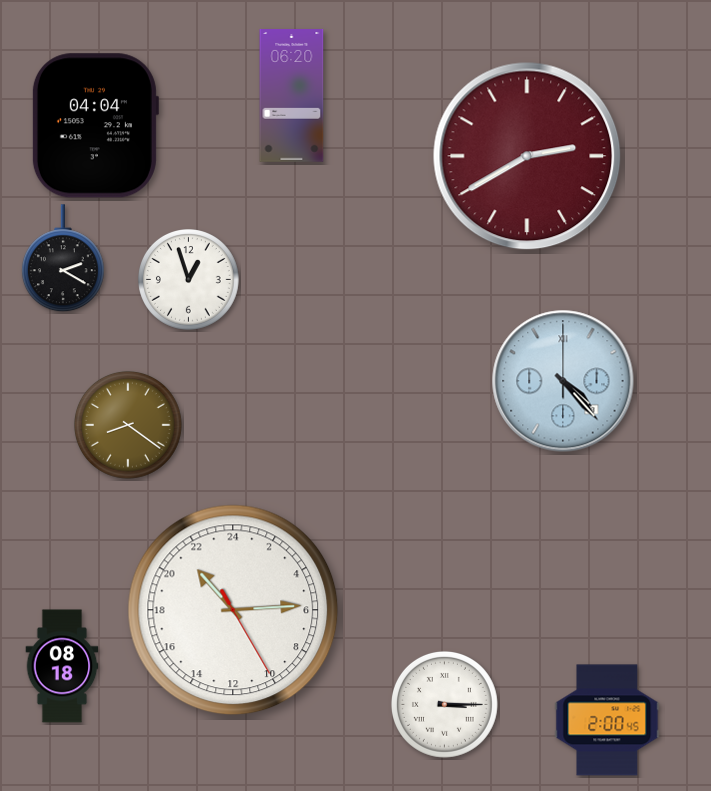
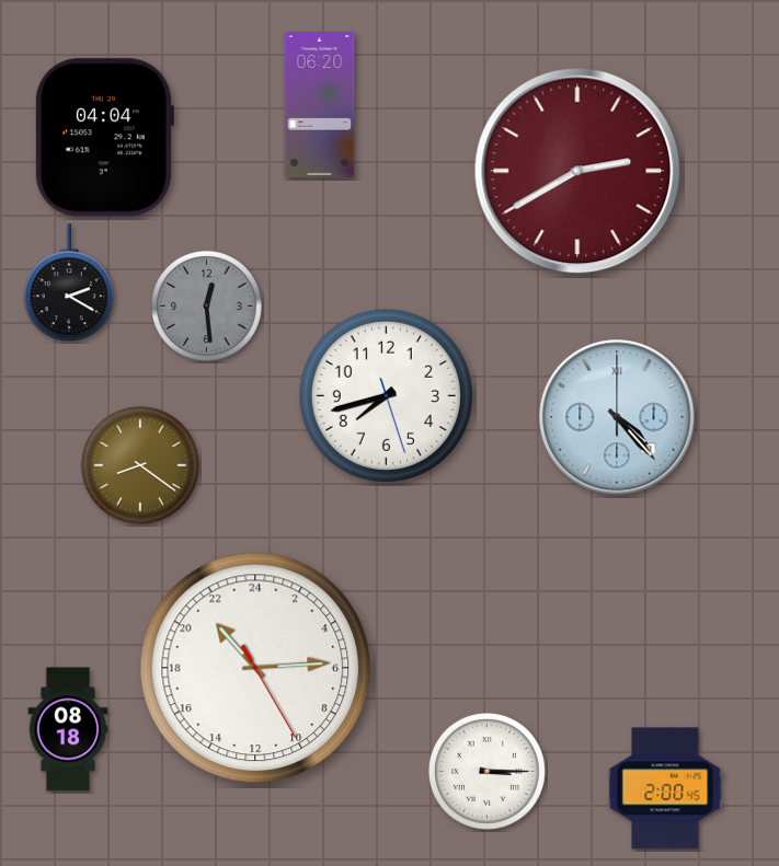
clock at (189, 280): 12:57 -> 12:29
clock at (189, 280) dial: white -> grey
clock at (386, 395): none -> 7:42
